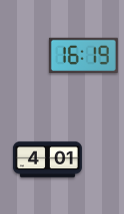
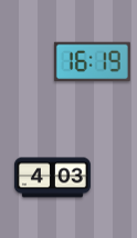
clock at (47, 160): 4:01 -> 4:03
